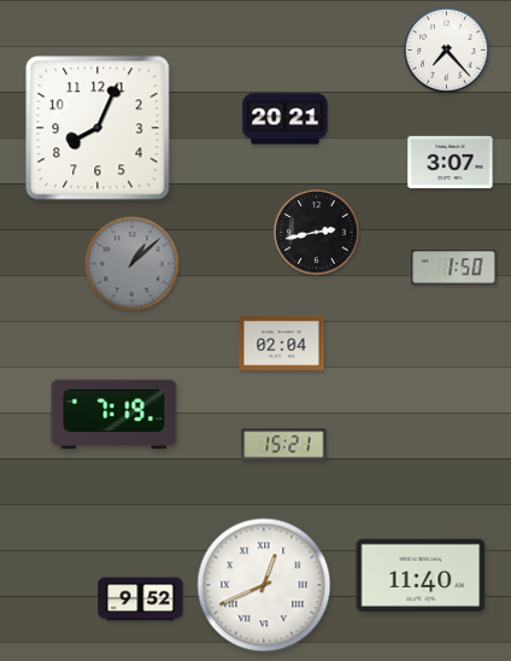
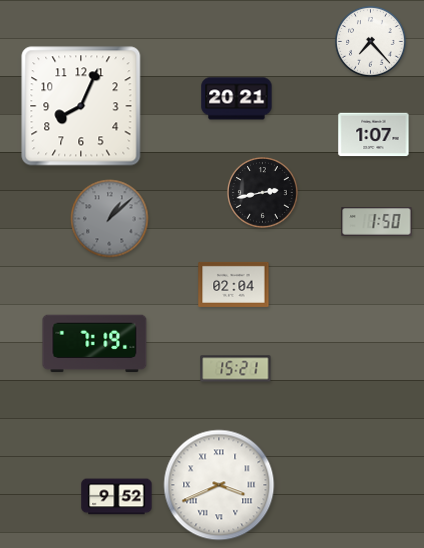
clock at (451, 163): 3:07 -> 1:07
clock at (421, 574): 11:40 -> none
clock at (264, 585): 12:41 -> 3:41
